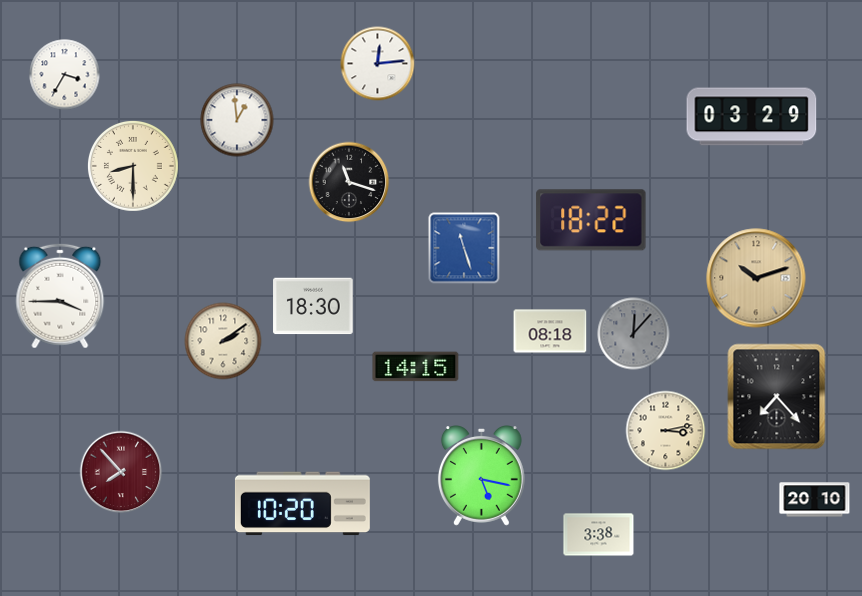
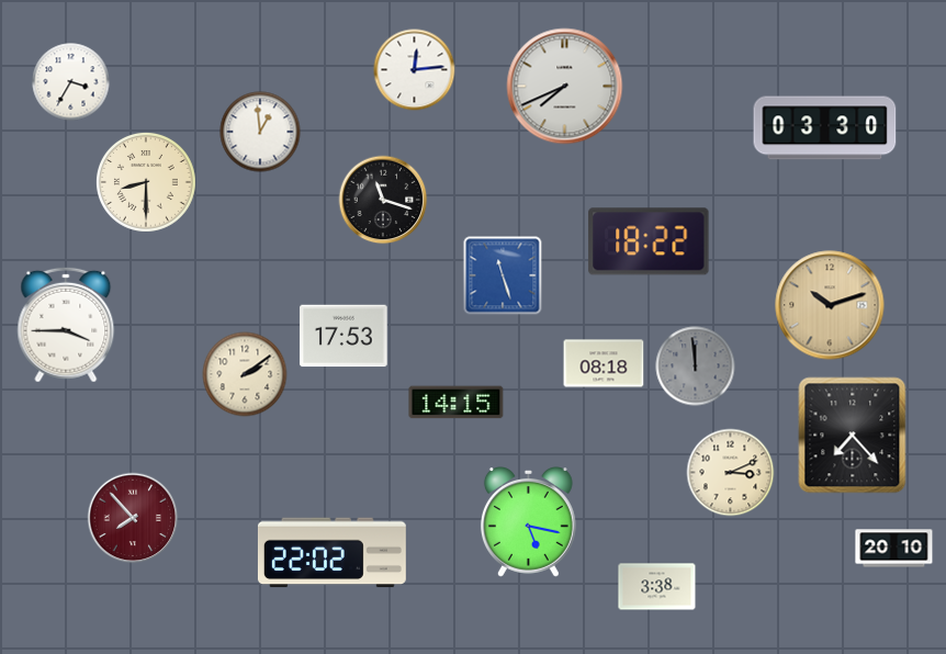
clock at (565, 87): none -> 7:41
clock at (752, 117): 03:29 -> 03:30
clock at (464, 248) position: (464, 248) -> (503, 275)
clock at (313, 306): 18:30 -> 17:53
clock at (634, 334): 12:07 -> 11:59
clock at (666, 431): 3:13 -> 3:11
clock at (302, 504): 10:20 -> 22:02
